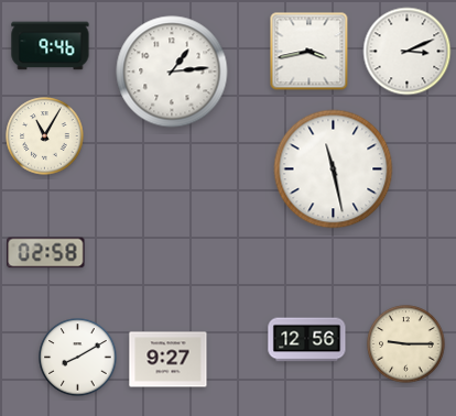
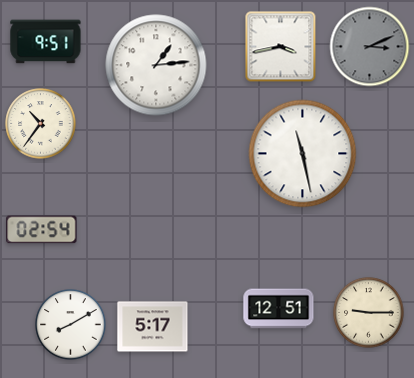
clock at (51, 46): 9:46 -> 9:51
clock at (408, 52) dial: white -> grey
clock at (45, 136): 11:05 -> 10:36
clock at (46, 253): 02:58 -> 02:54
clock at (307, 340): 12:56 -> 12:51
clock at (169, 360): 9:27 -> 5:17
